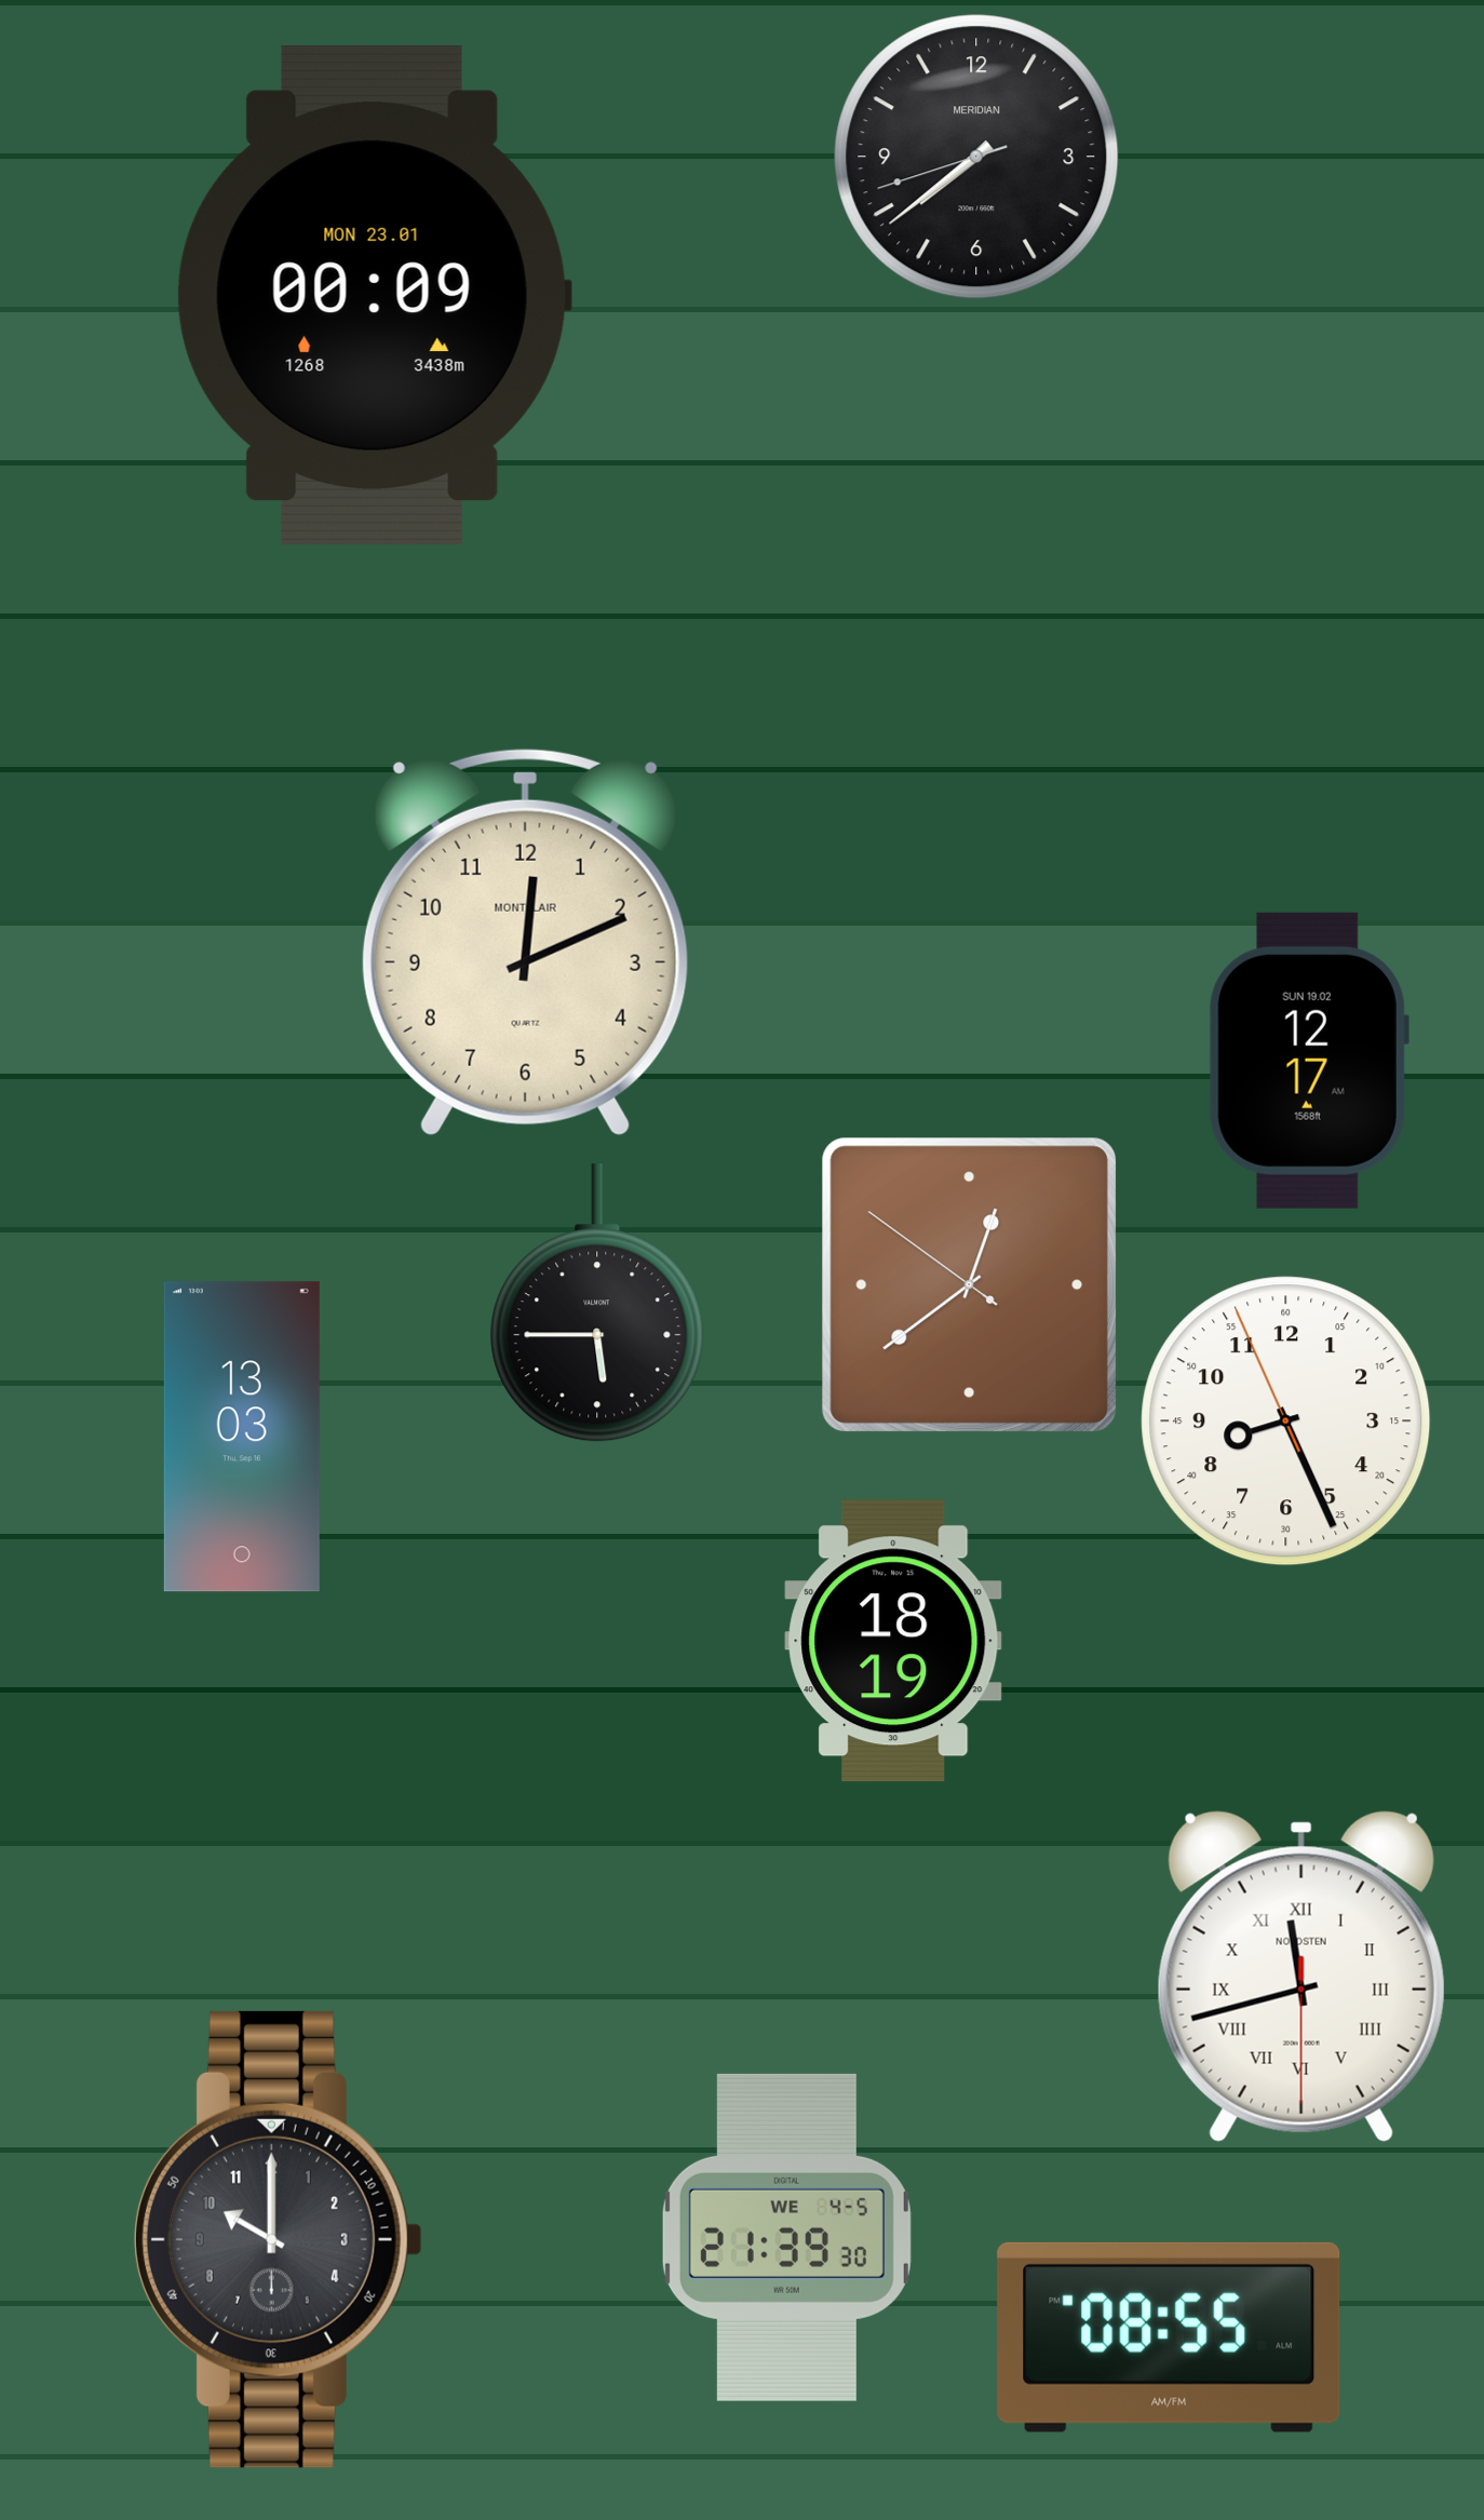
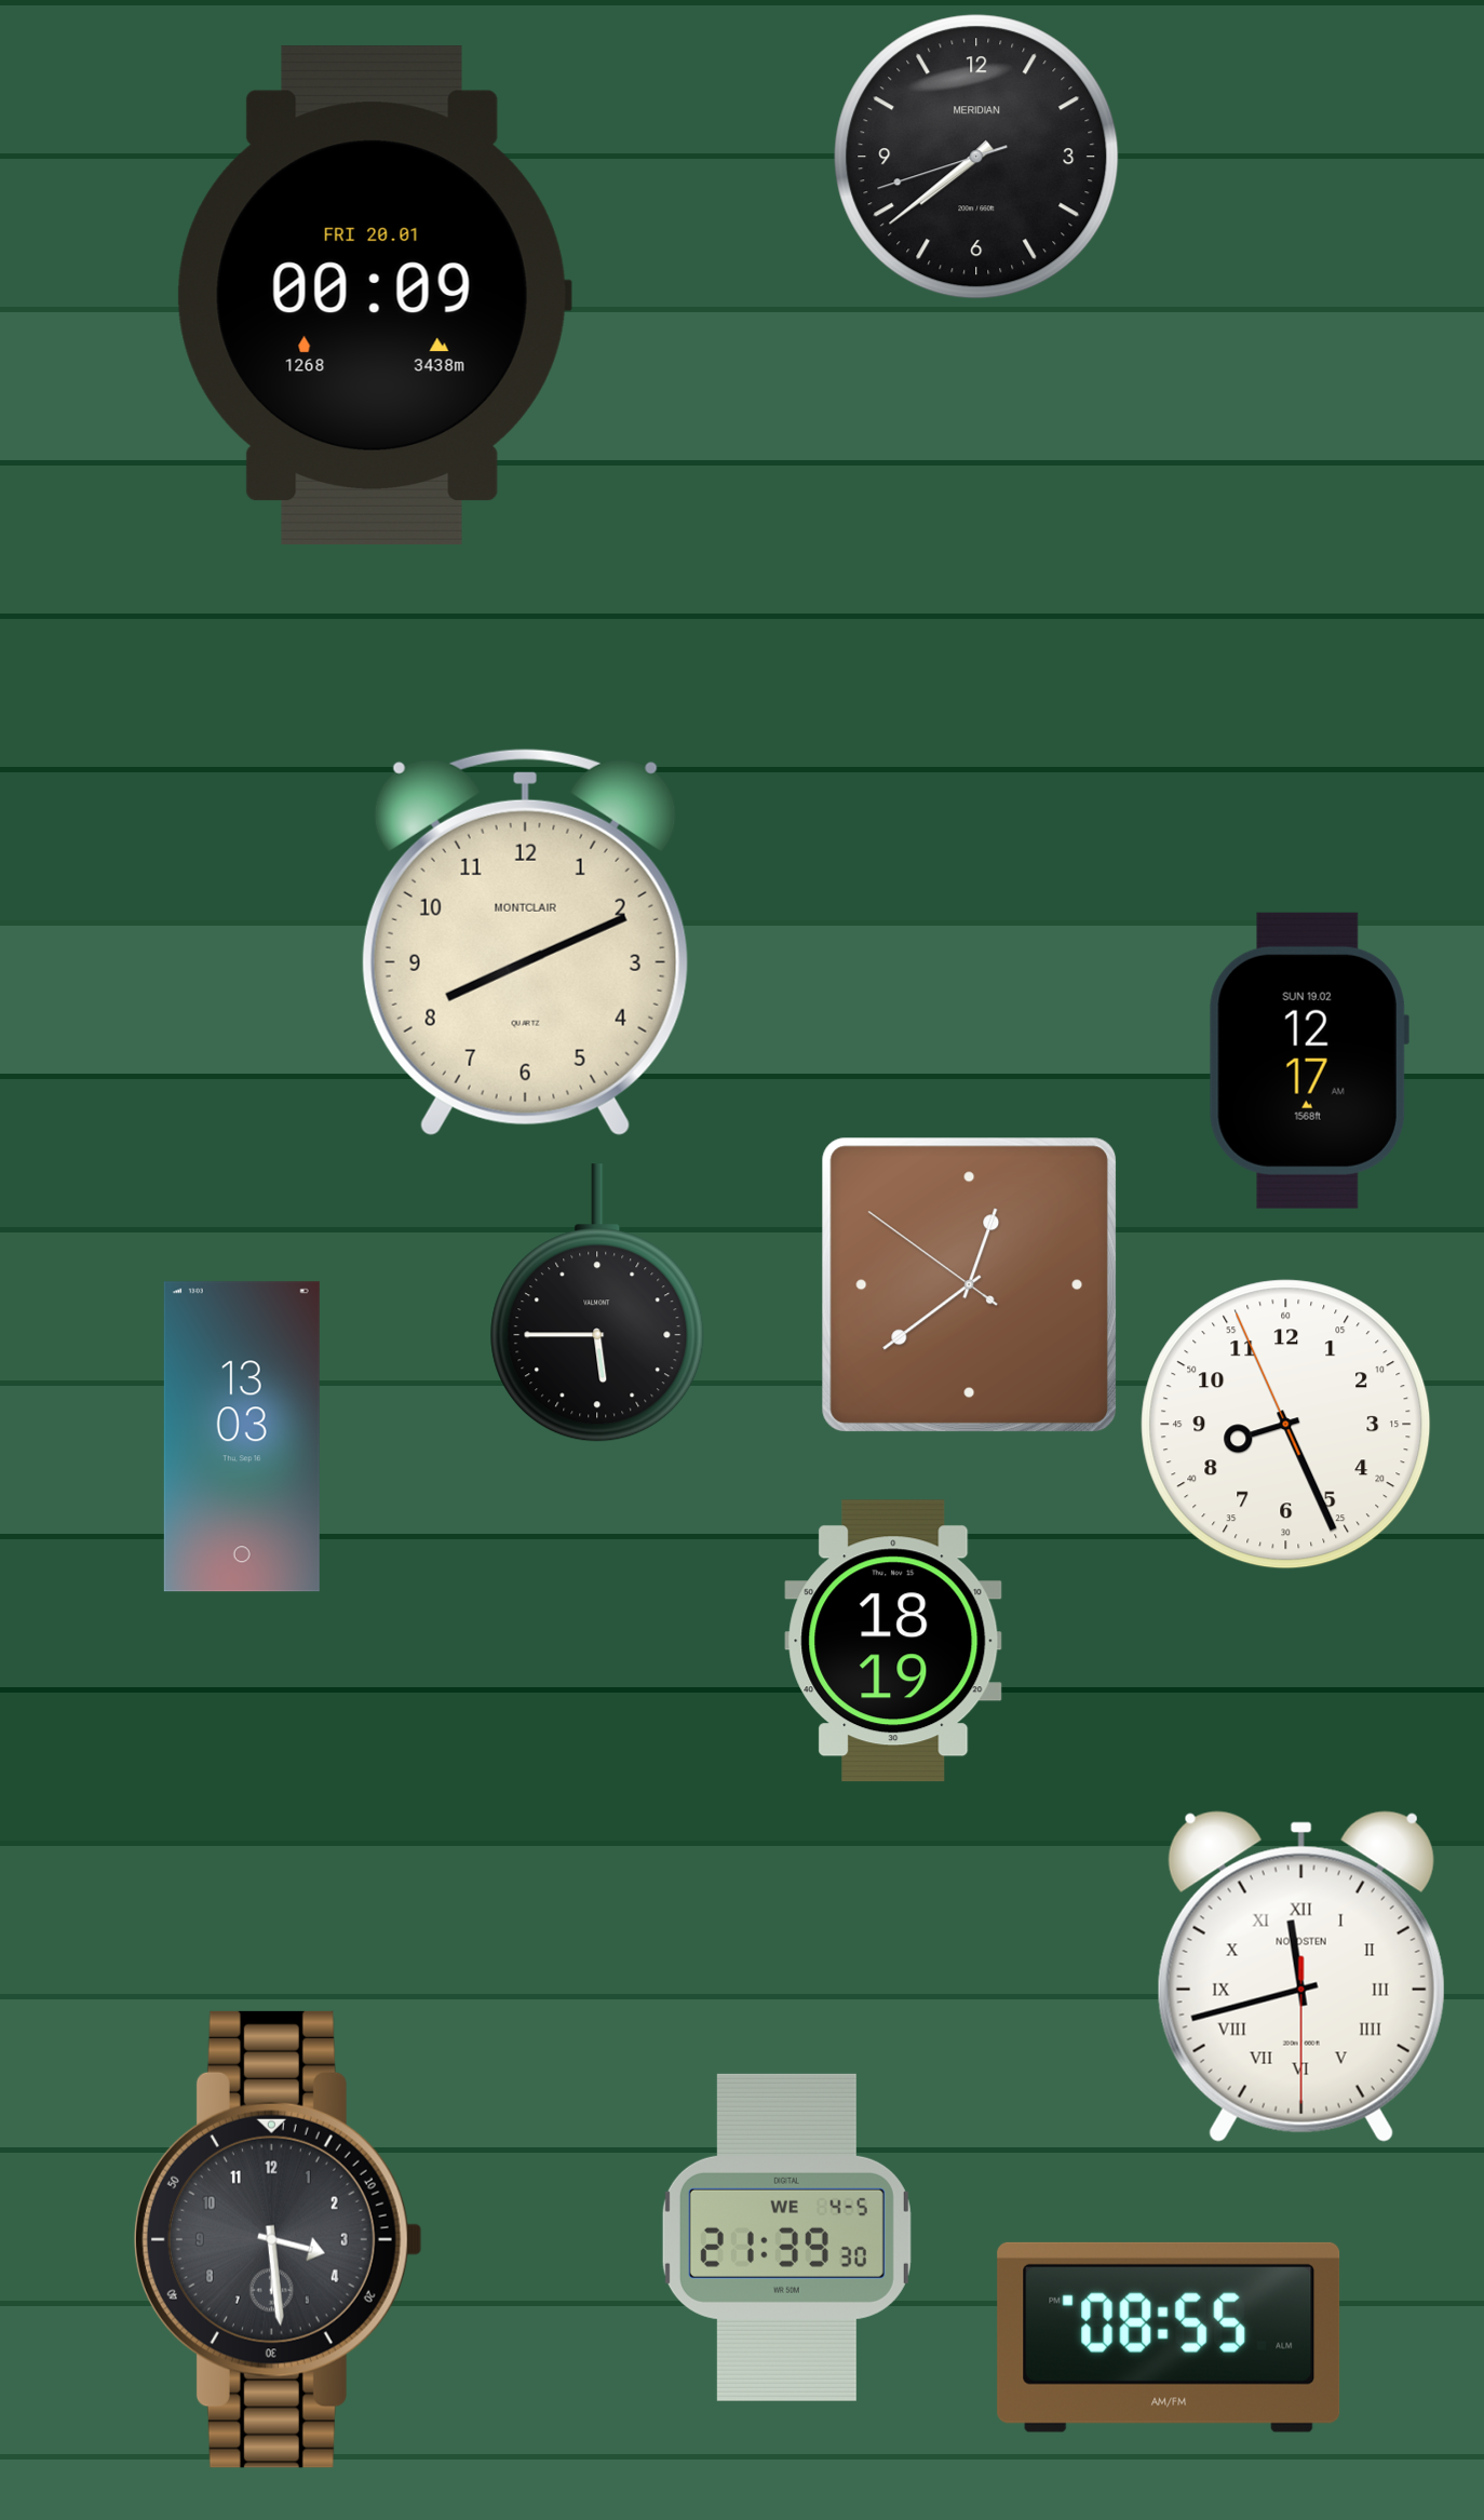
clock at (374, 295) date: MON 23.01 -> FRI 20.01
clock at (525, 942): 12:11 -> 8:11
clock at (1286, 1421) position: (1286, 1421) -> (1286, 1425)
clock at (278, 2239): 10:00 -> 3:29
